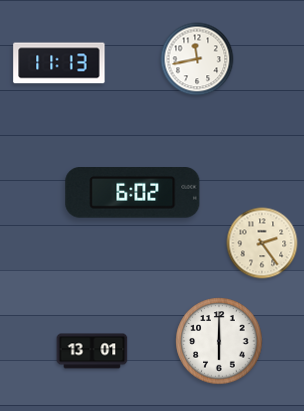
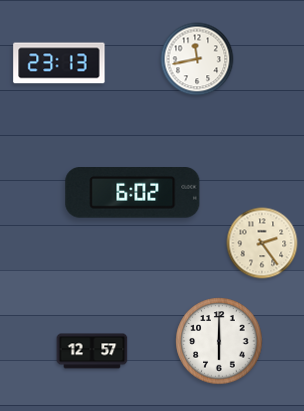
clock at (59, 63): 11:13 -> 23:13
clock at (92, 351): 13:01 -> 12:57
